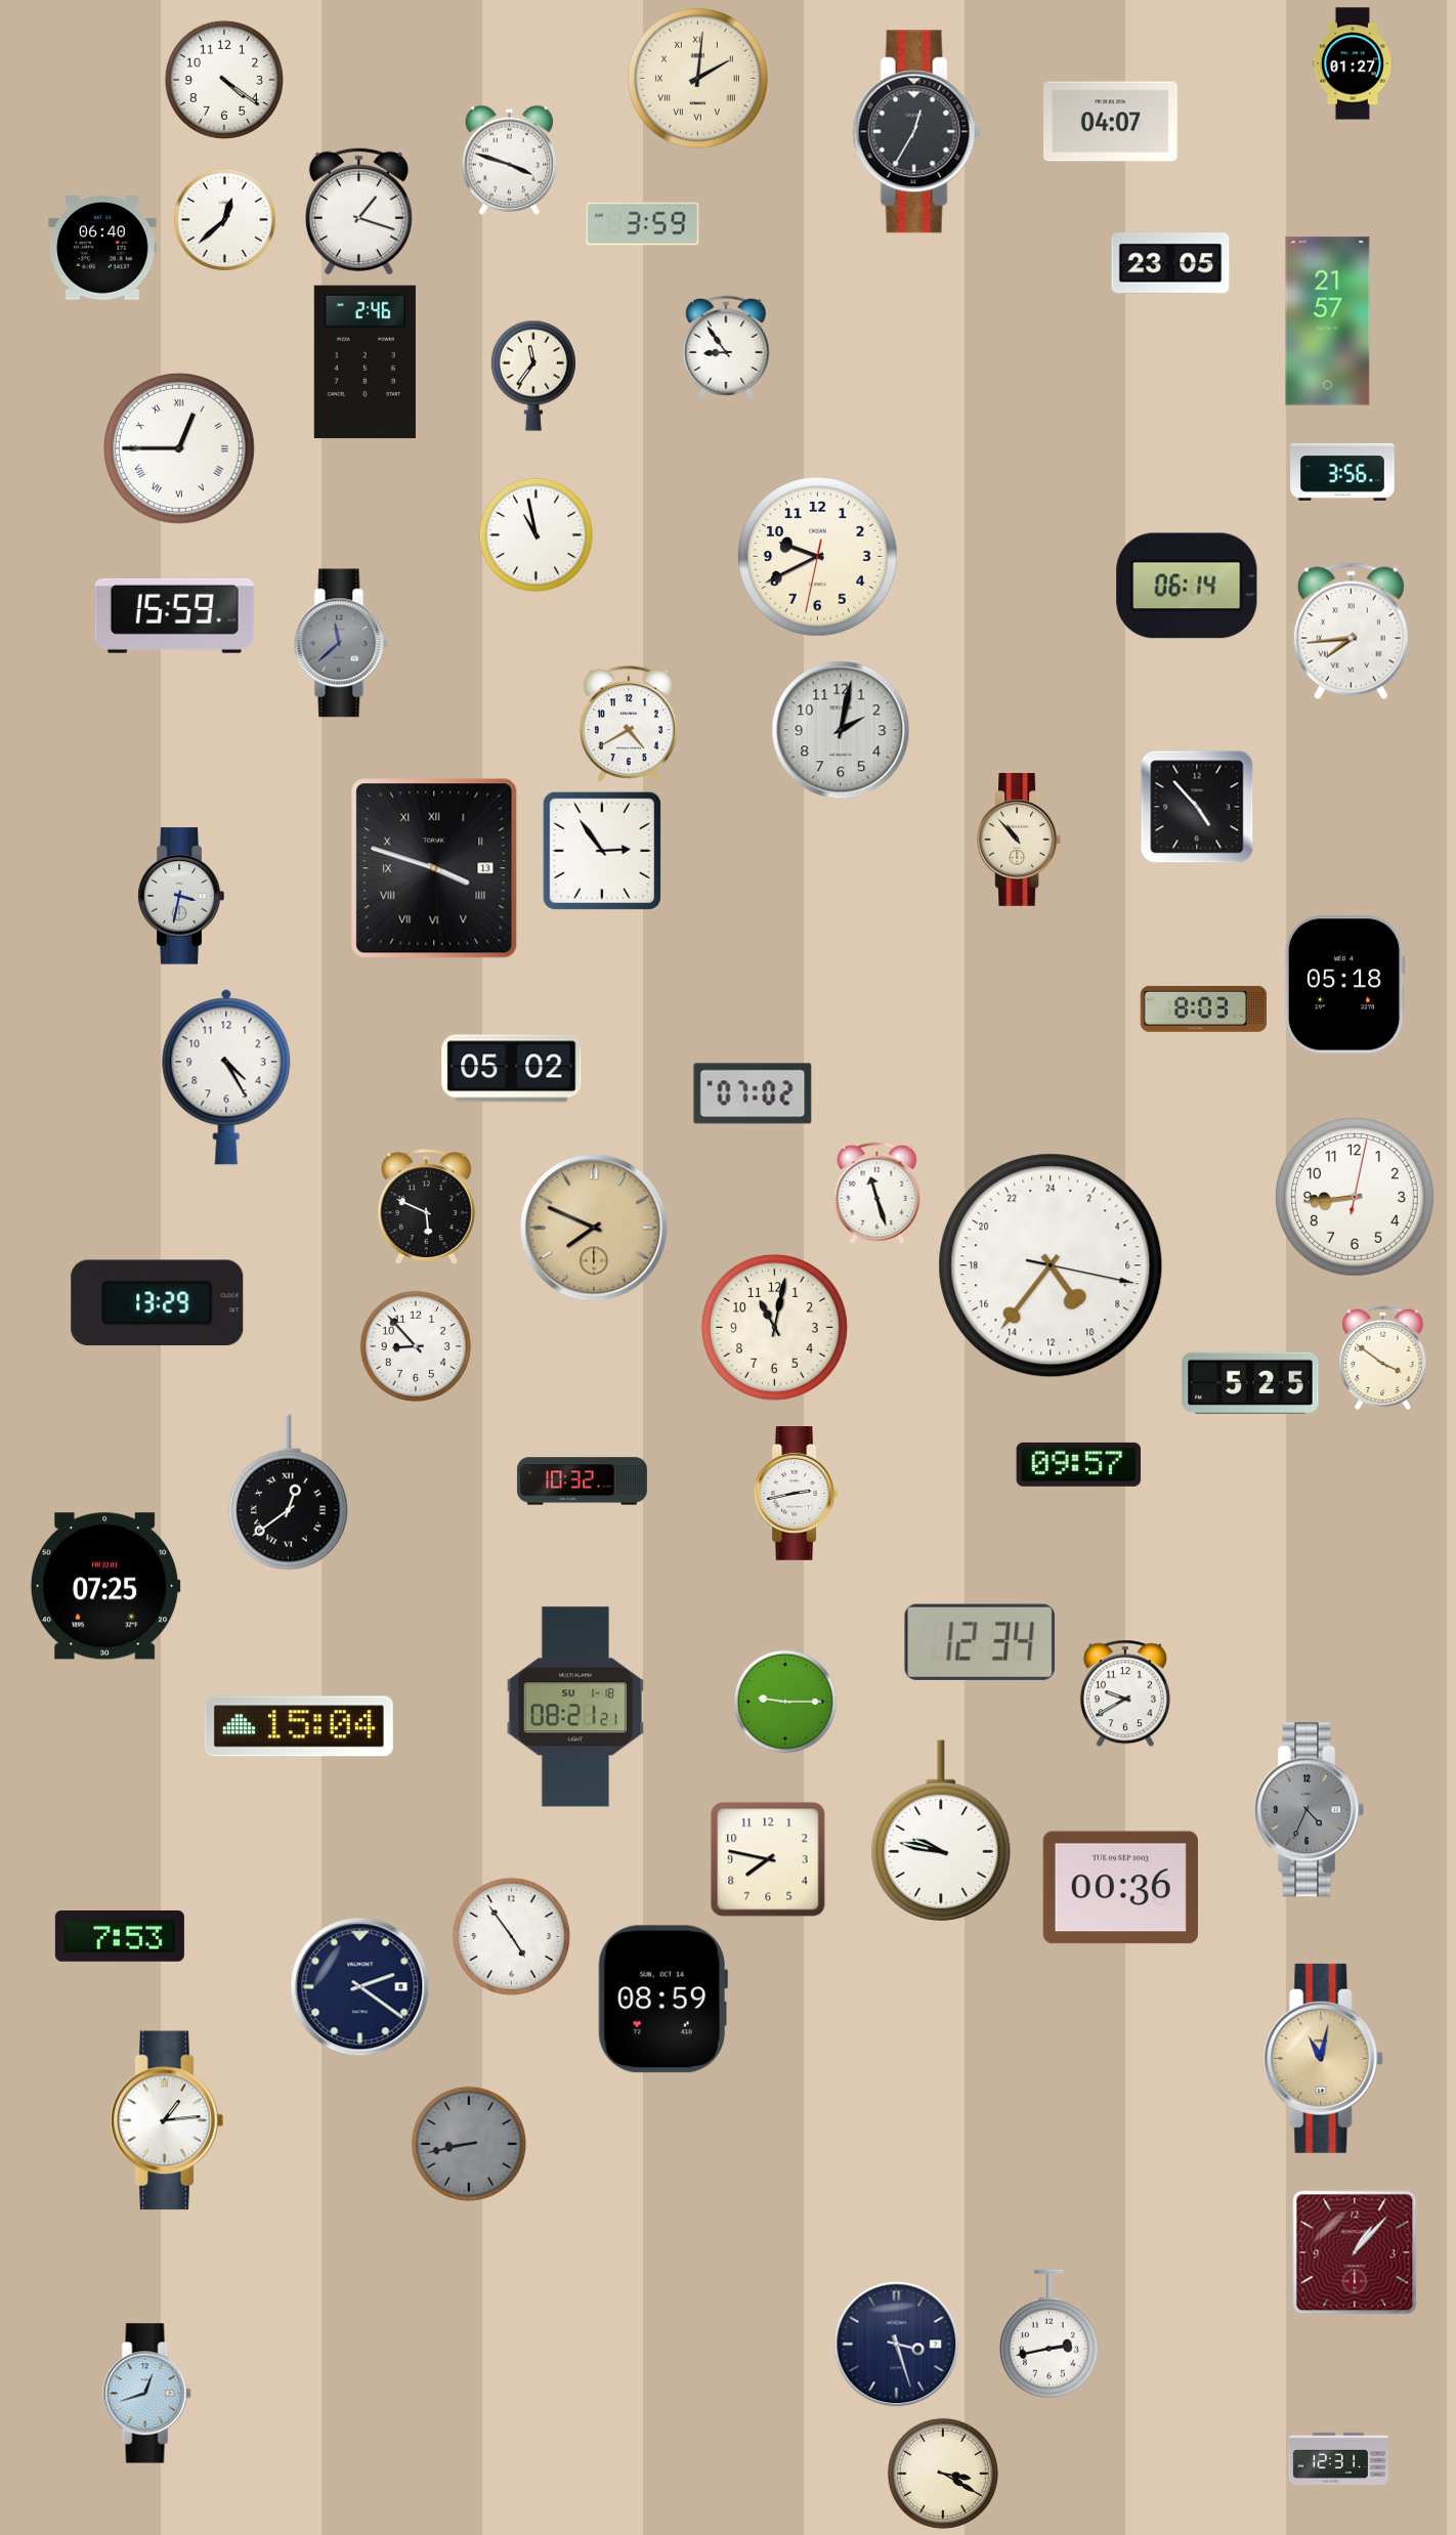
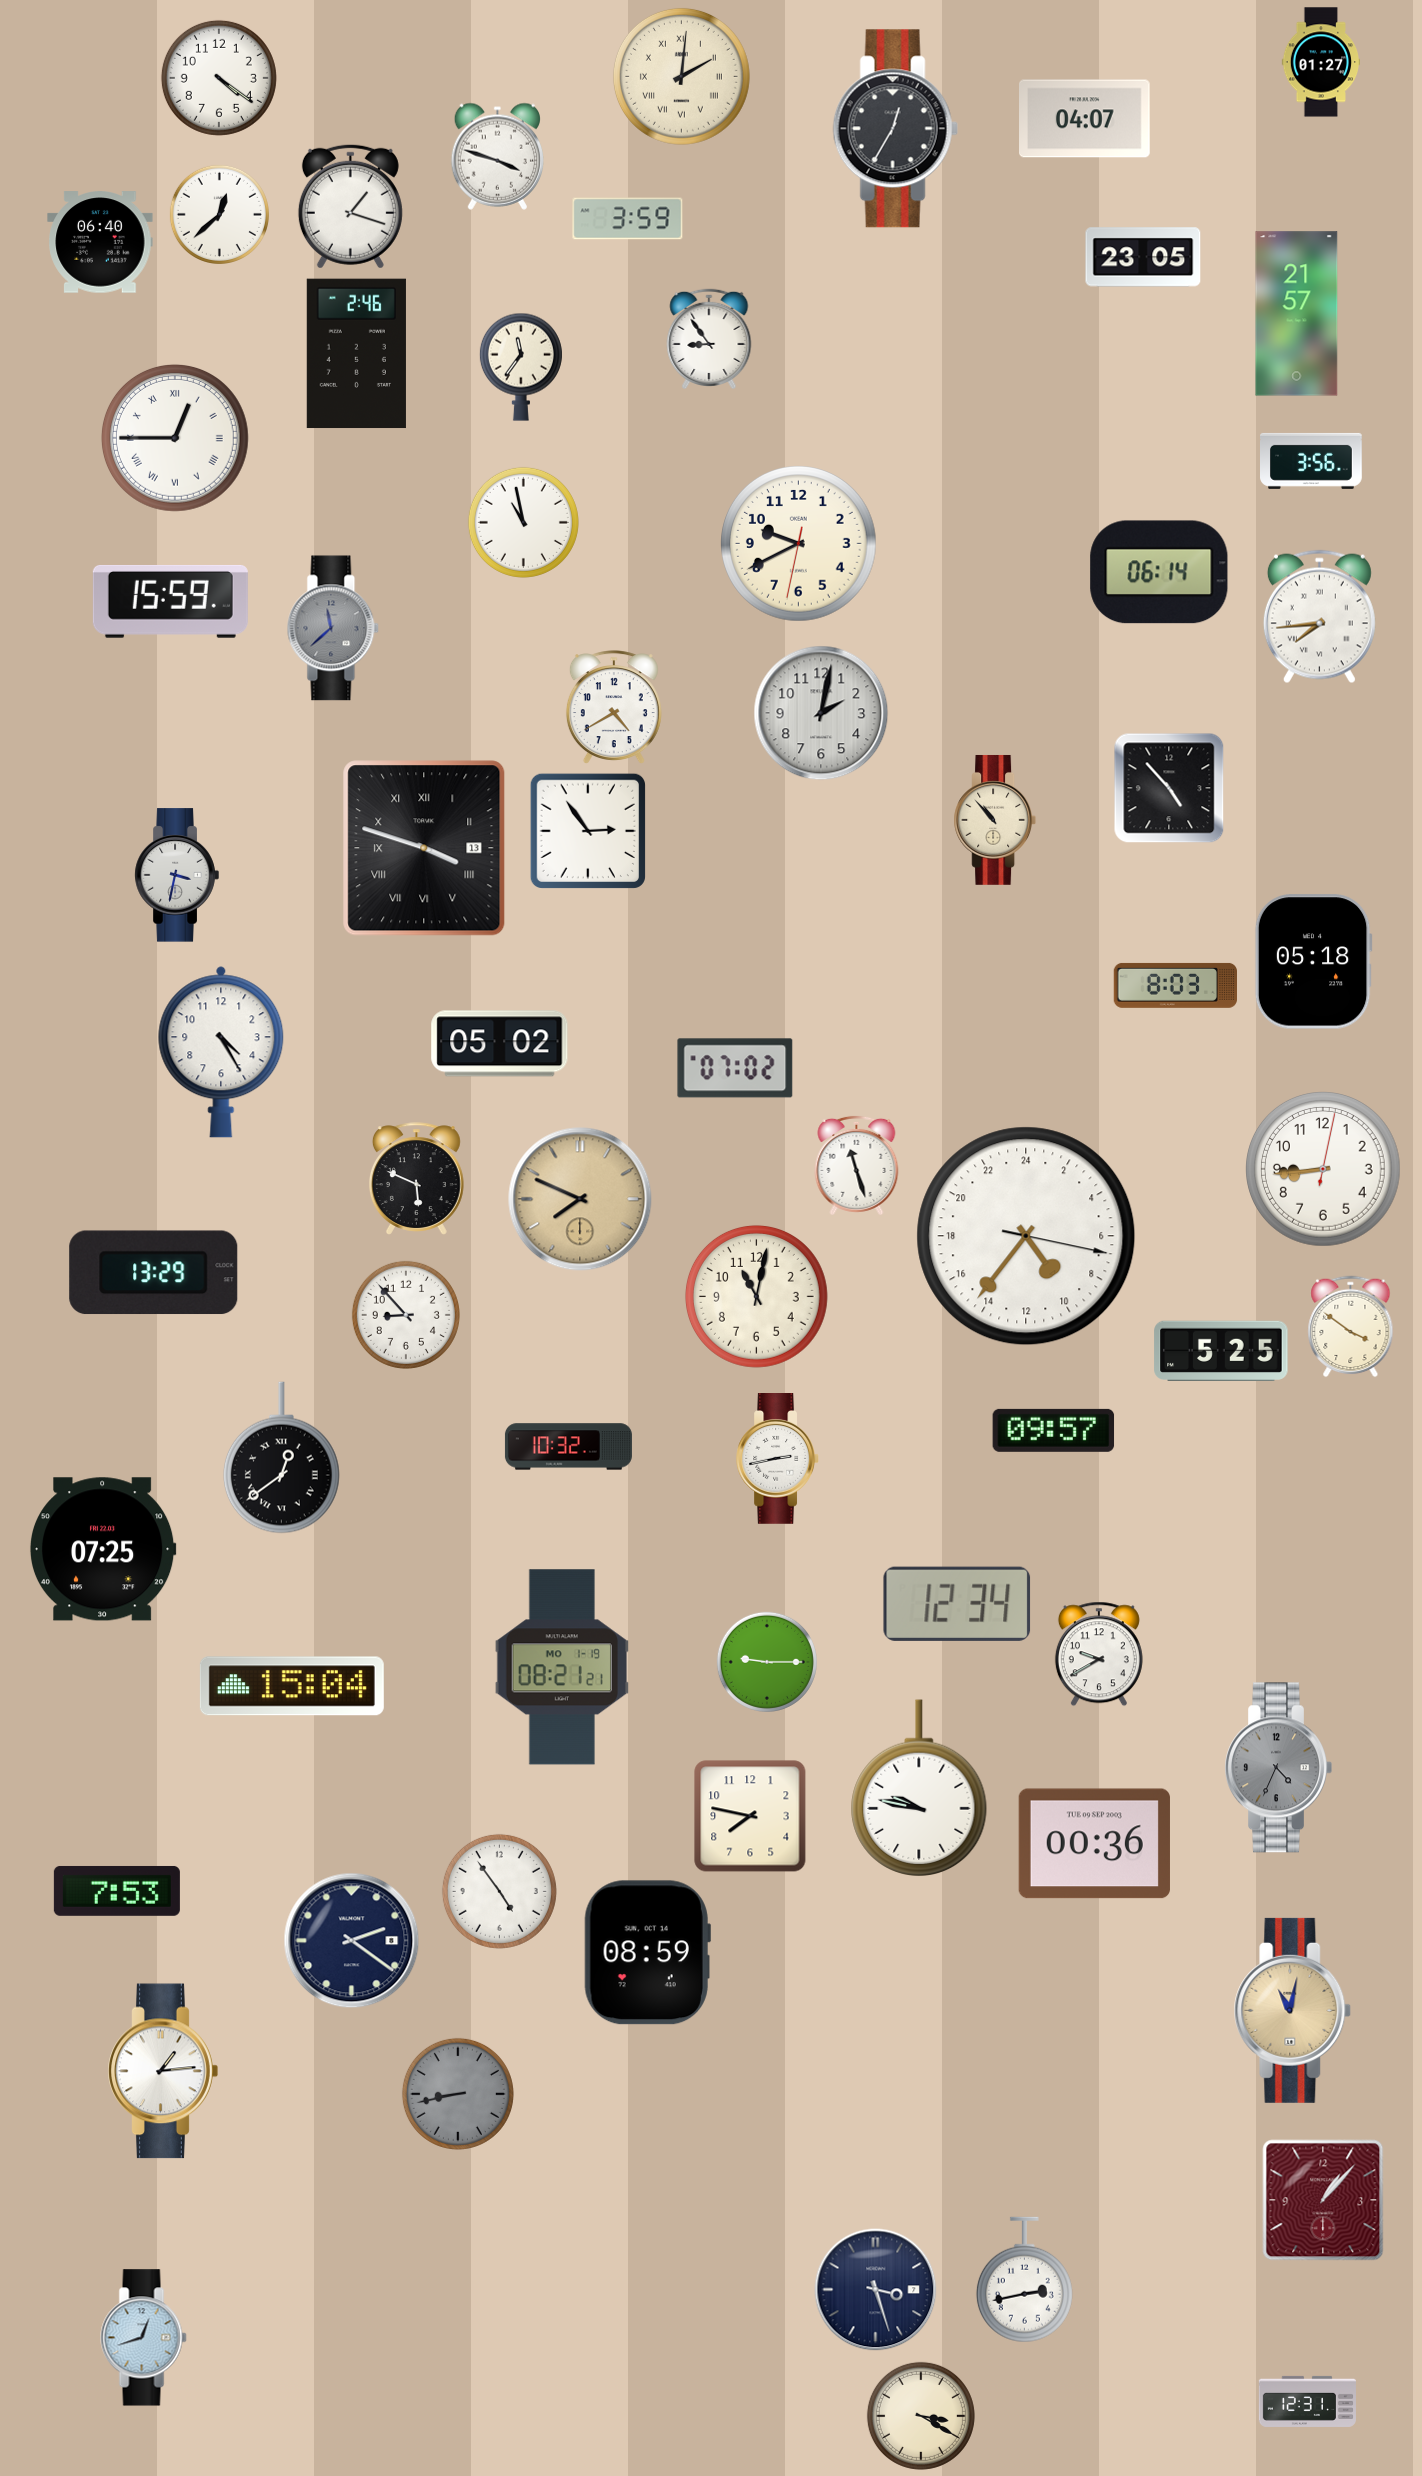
clock at (575, 1707) date: SU 1-18 -> MO 1-19
